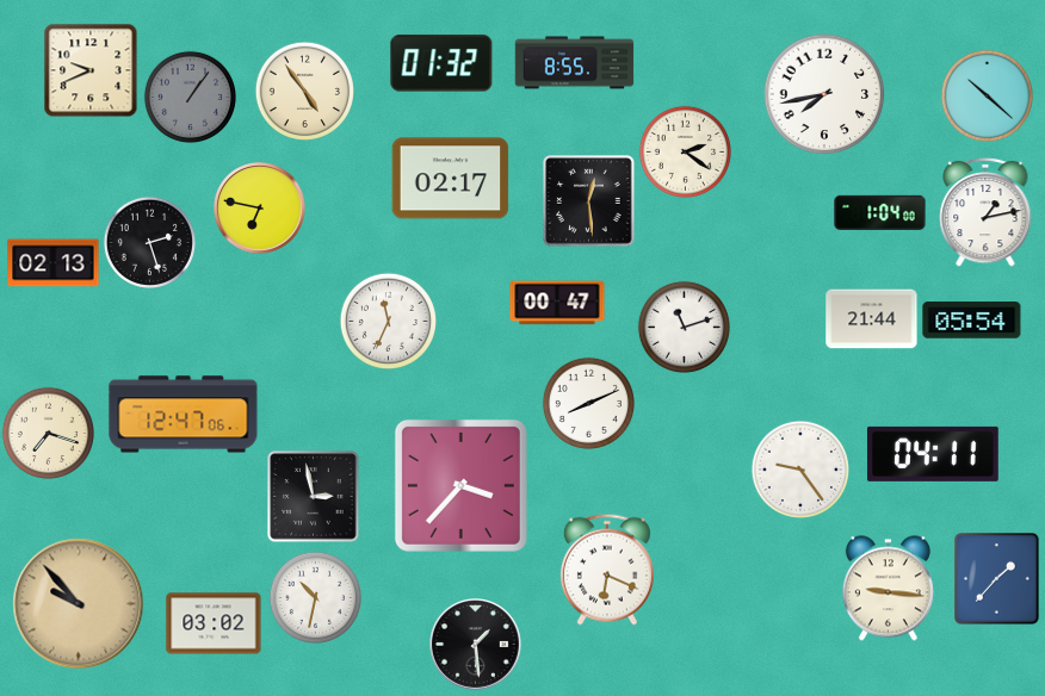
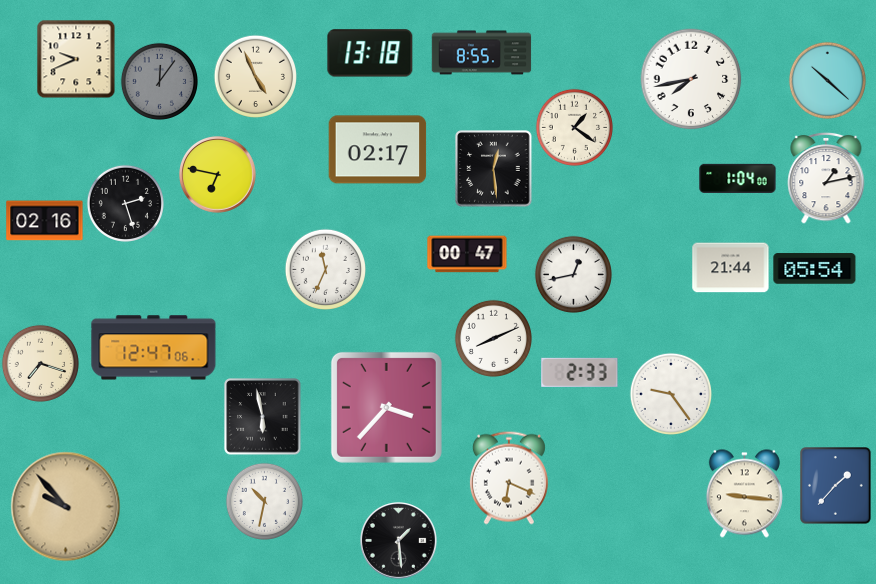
clock at (441, 63): 01:32 -> 13:18
clock at (304, 91): 4:54 -> 4:56
clock at (190, 97): 1:06 -> 12:06
clock at (685, 151): 2:21 -> 1:21
clock at (54, 263): 02:13 -> 02:16
clock at (684, 327): 11:12 -> 12:43
clock at (580, 372): none -> 2:33
clock at (933, 454): 04:11 -> none
clock at (314, 497): 2:58 -> 5:58
clock at (214, 623): 03:02 -> none
